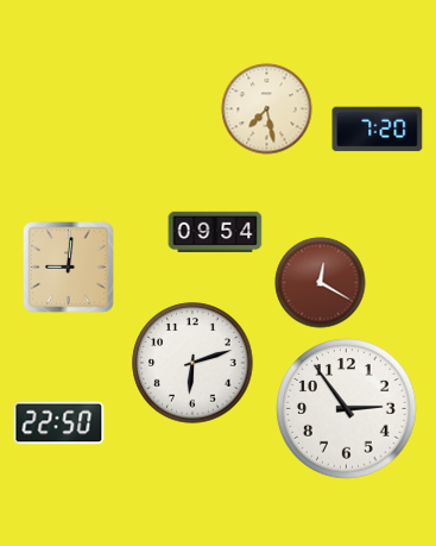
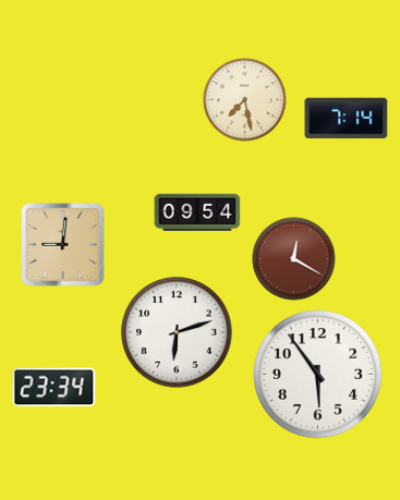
clock at (378, 130): 7:20 -> 7:14
clock at (347, 409): 2:54 -> 5:54
clock at (59, 423): 22:50 -> 23:34
